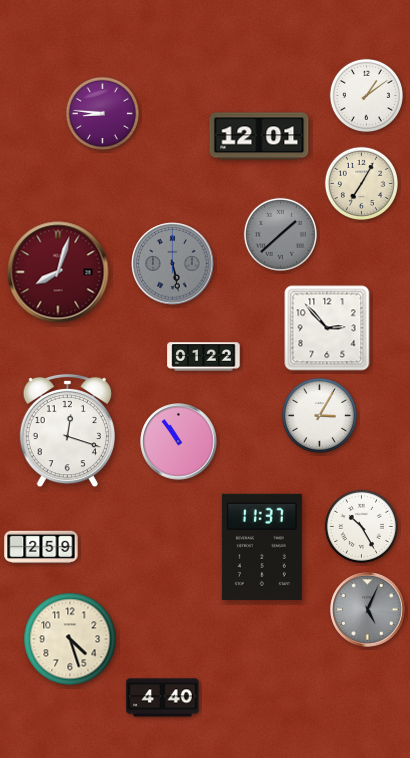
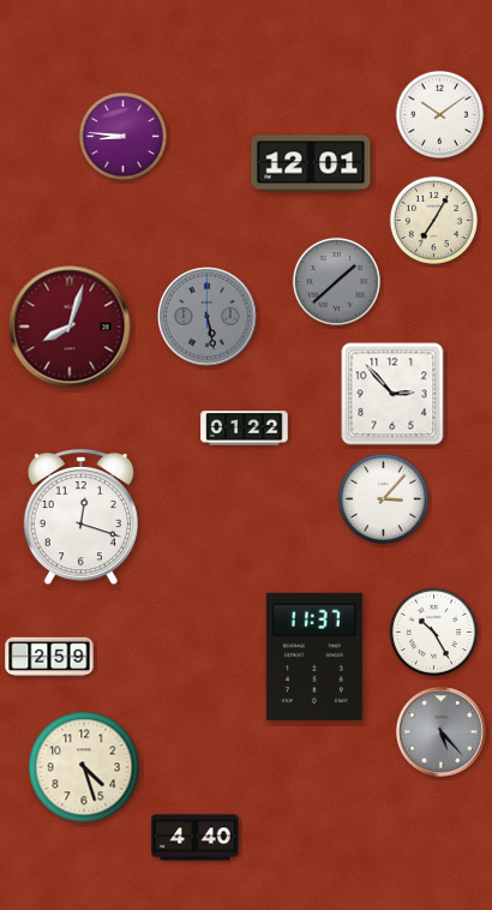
clock at (366, 95): 1:09 -> 10:09
clock at (319, 415): 3:05 -> 3:07
clock at (179, 442): 10:54 -> none
clock at (368, 610): 5:04 -> 5:23
